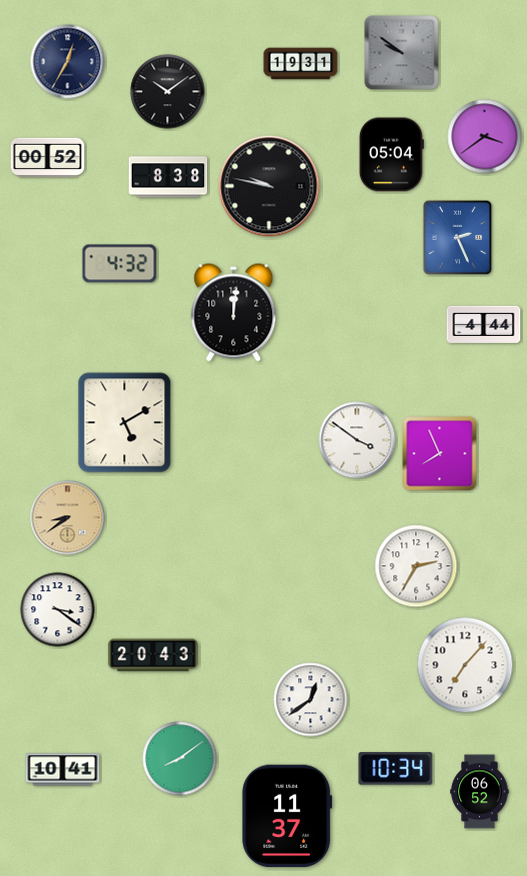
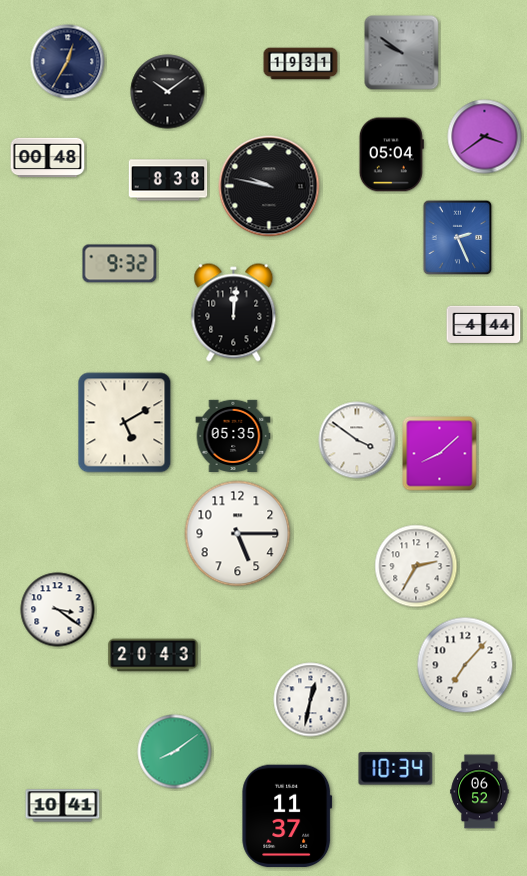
clock at (48, 158): 00:52 -> 00:48
clock at (168, 177) position: (168, 177) -> (168, 180)
clock at (120, 264): 4:32 -> 9:32
clock at (233, 435): none -> 05:35
clock at (440, 454): 7:56 -> 8:08
clock at (68, 518): 8:39 -> none
clock at (238, 534): none -> 5:15
clock at (311, 700): 12:39 -> 12:32
clock at (180, 759) position: (180, 759) -> (175, 752)
clock at (63, 770) position: (63, 770) -> (63, 806)
